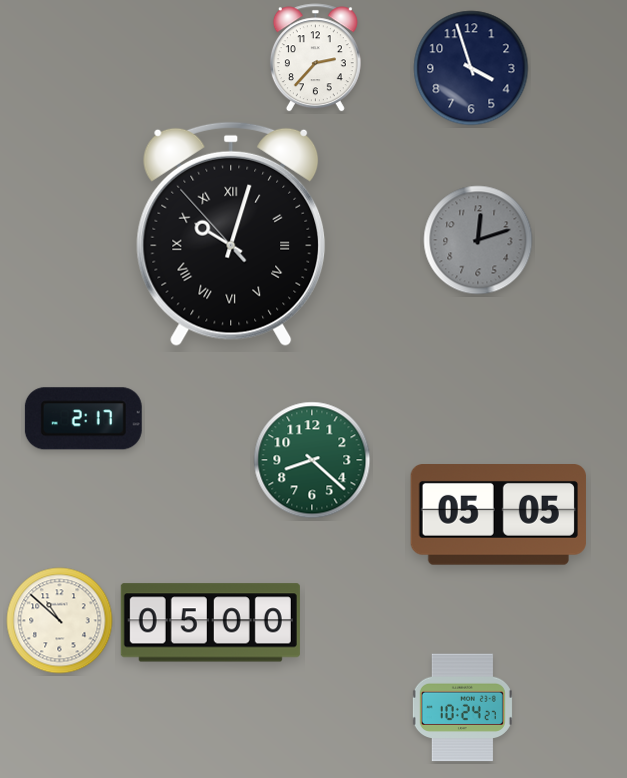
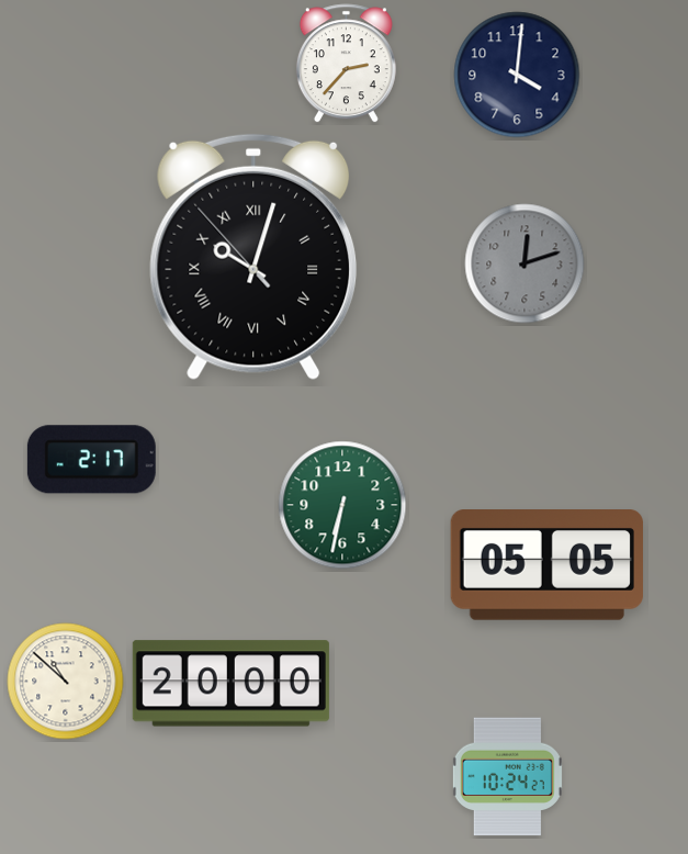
clock at (471, 68): 3:57 -> 4:01
clock at (312, 460): 8:22 -> 6:32
clock at (210, 623): 05:00 -> 20:00
